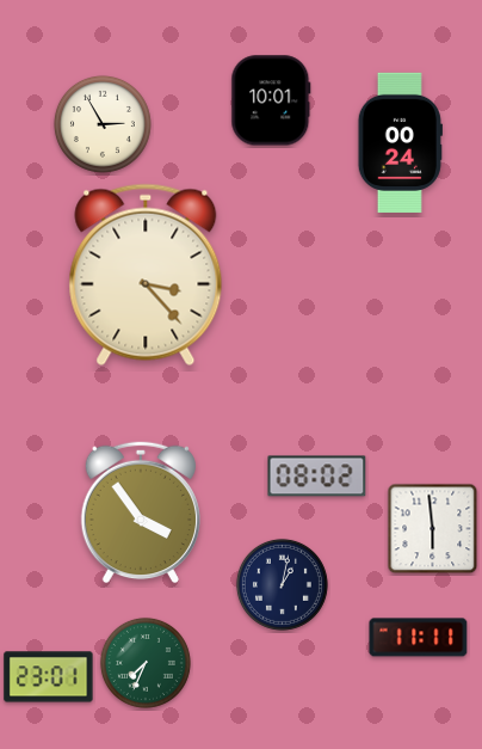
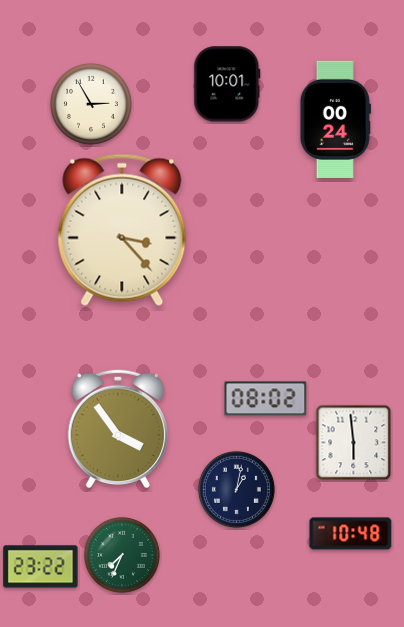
clock at (103, 124) position: (103, 124) -> (91, 104)
clock at (433, 529) position: (433, 529) -> (354, 443)
clock at (419, 638): 11:11 -> 10:48
clock at (49, 677): 23:01 -> 23:22
